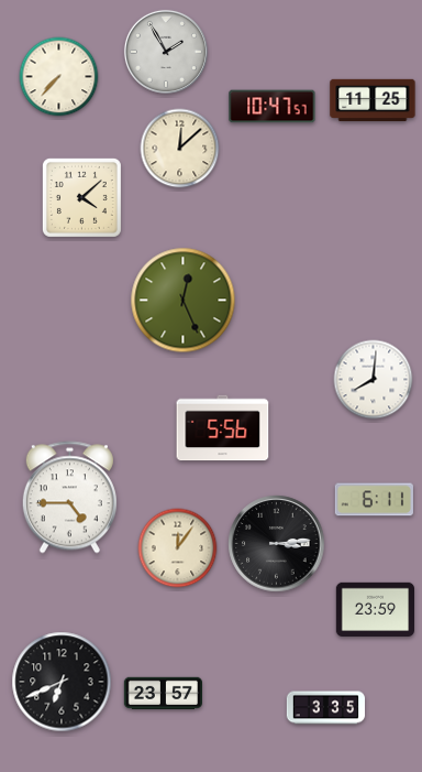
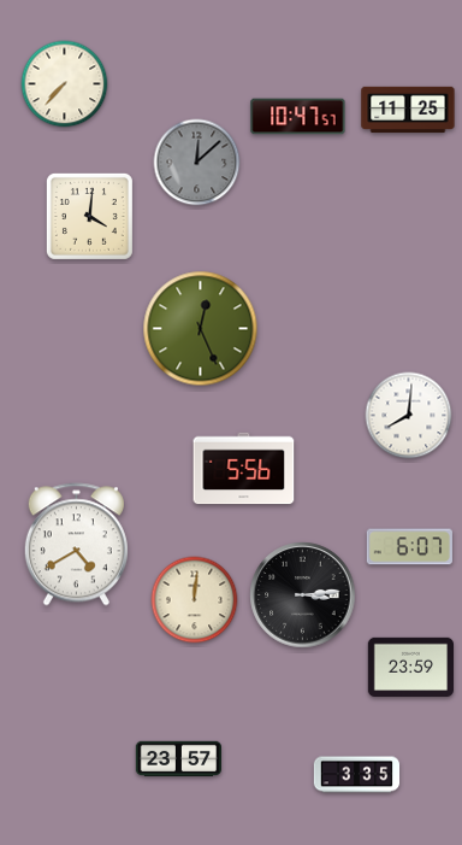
clock at (166, 52): 1:55 -> none
clock at (180, 149) dial: cream -> grey
clock at (81, 197): 4:08 -> 4:01
clock at (69, 498): 4:45 -> 4:40
clock at (374, 500): 6:11 -> 6:07
clock at (178, 548): 12:06 -> 12:01
clock at (62, 682): 6:41 -> none
